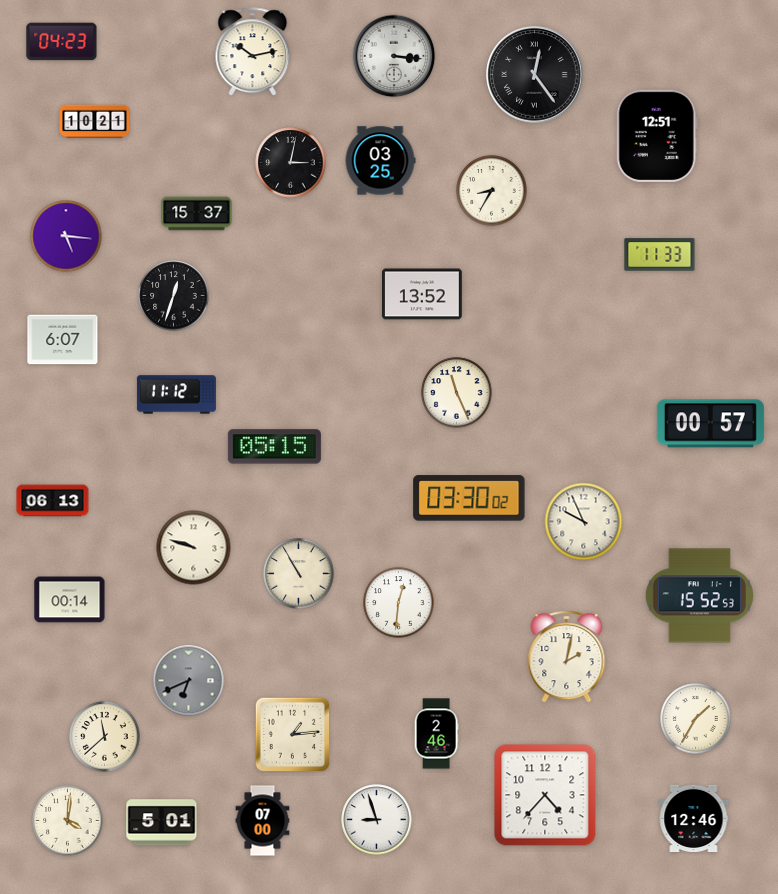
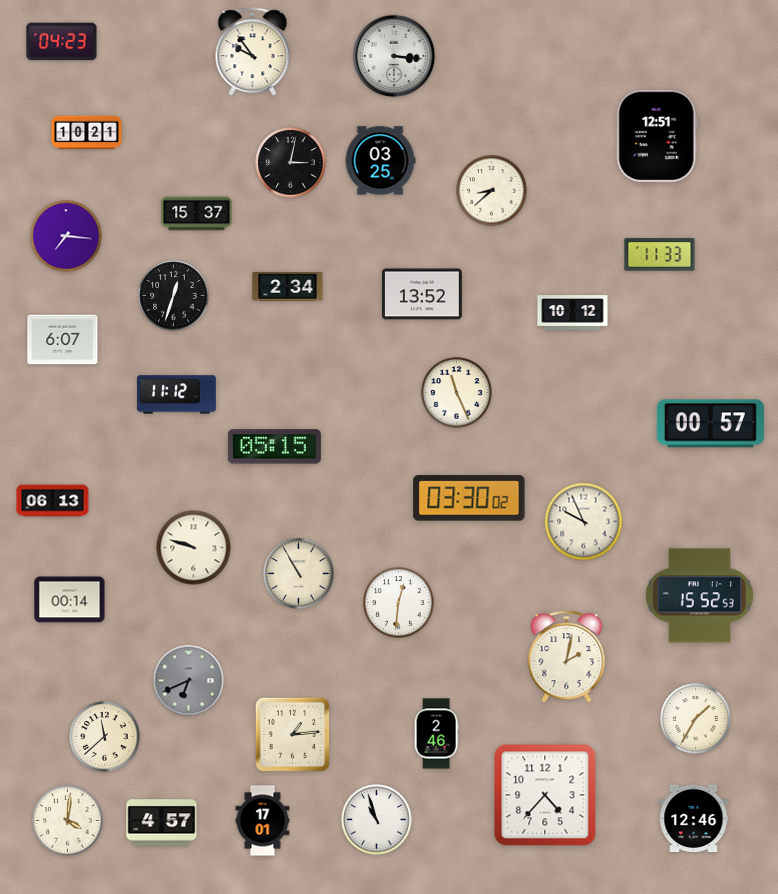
clock at (253, 52): 10:13 -> 9:54
clock at (535, 75): 12:24 -> none
clock at (95, 122) position: (95, 122) -> (87, 133)
clock at (492, 191): 8:35 -> 8:38
clock at (66, 236): 5:16 -> 7:16
clock at (288, 287): none -> 2:34
clock at (573, 313): none -> 10:12
clock at (377, 820): 8:57 -> 10:57
clock at (263, 821): 07:00 -> 17:01
clock at (162, 823): 5:01 -> 4:57
